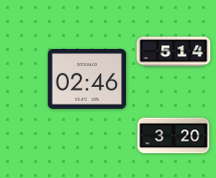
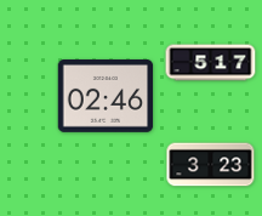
clock at (174, 52): 5:14 -> 5:17
clock at (174, 136): 3:20 -> 3:23
